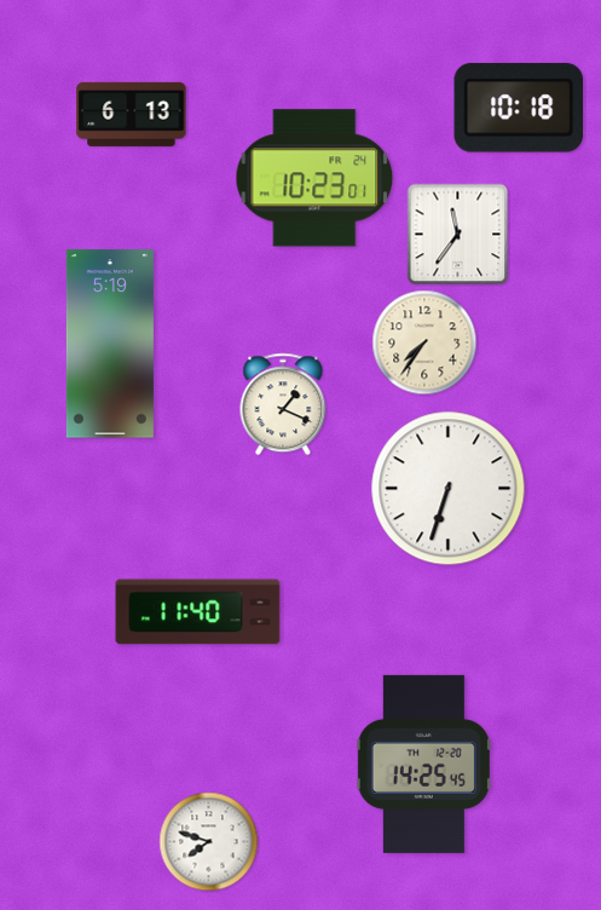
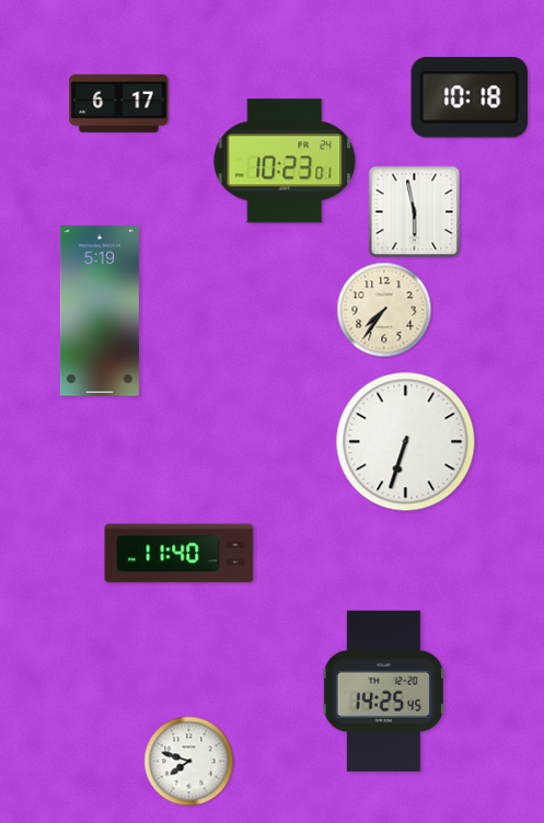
clock at (132, 114): 6:13 -> 6:17
clock at (458, 235): 11:36 -> 5:58
clock at (283, 404): 1:19 -> none
